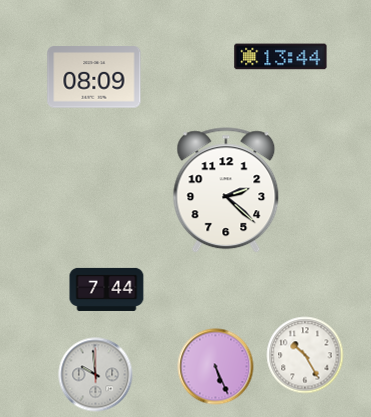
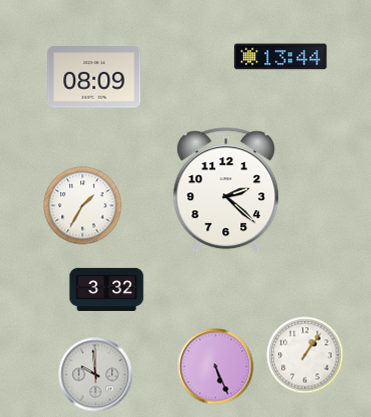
clock at (83, 206): none -> 1:35
clock at (107, 289): 7:44 -> 3:32
clock at (305, 355): 10:25 -> 1:06
